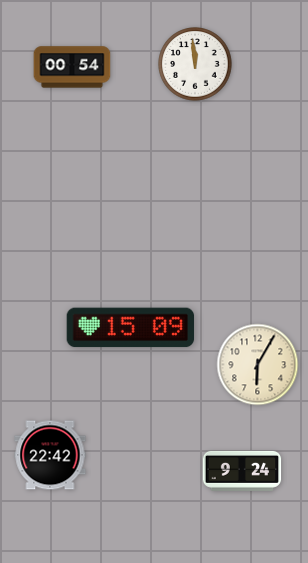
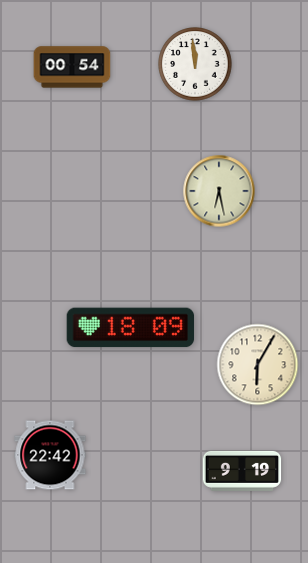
clock at (219, 191): none -> 6:28
clock at (131, 328): 15:09 -> 18:09
clock at (242, 471): 9:24 -> 9:19
